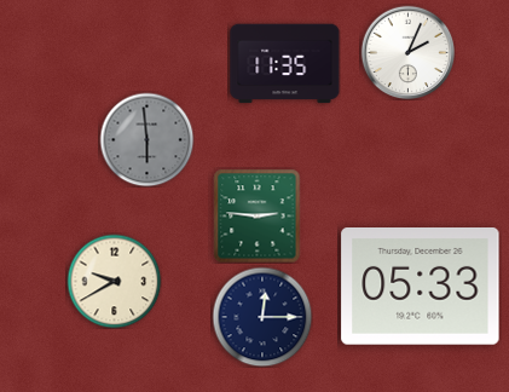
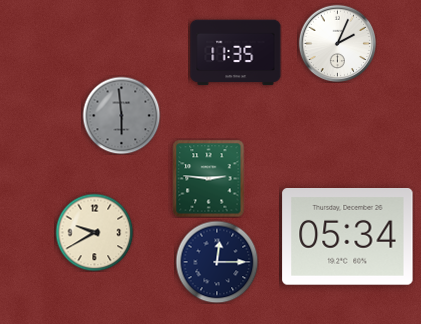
clock at (258, 215) position: (258, 215) -> (209, 178)
clock at (421, 287): 05:33 -> 05:34
